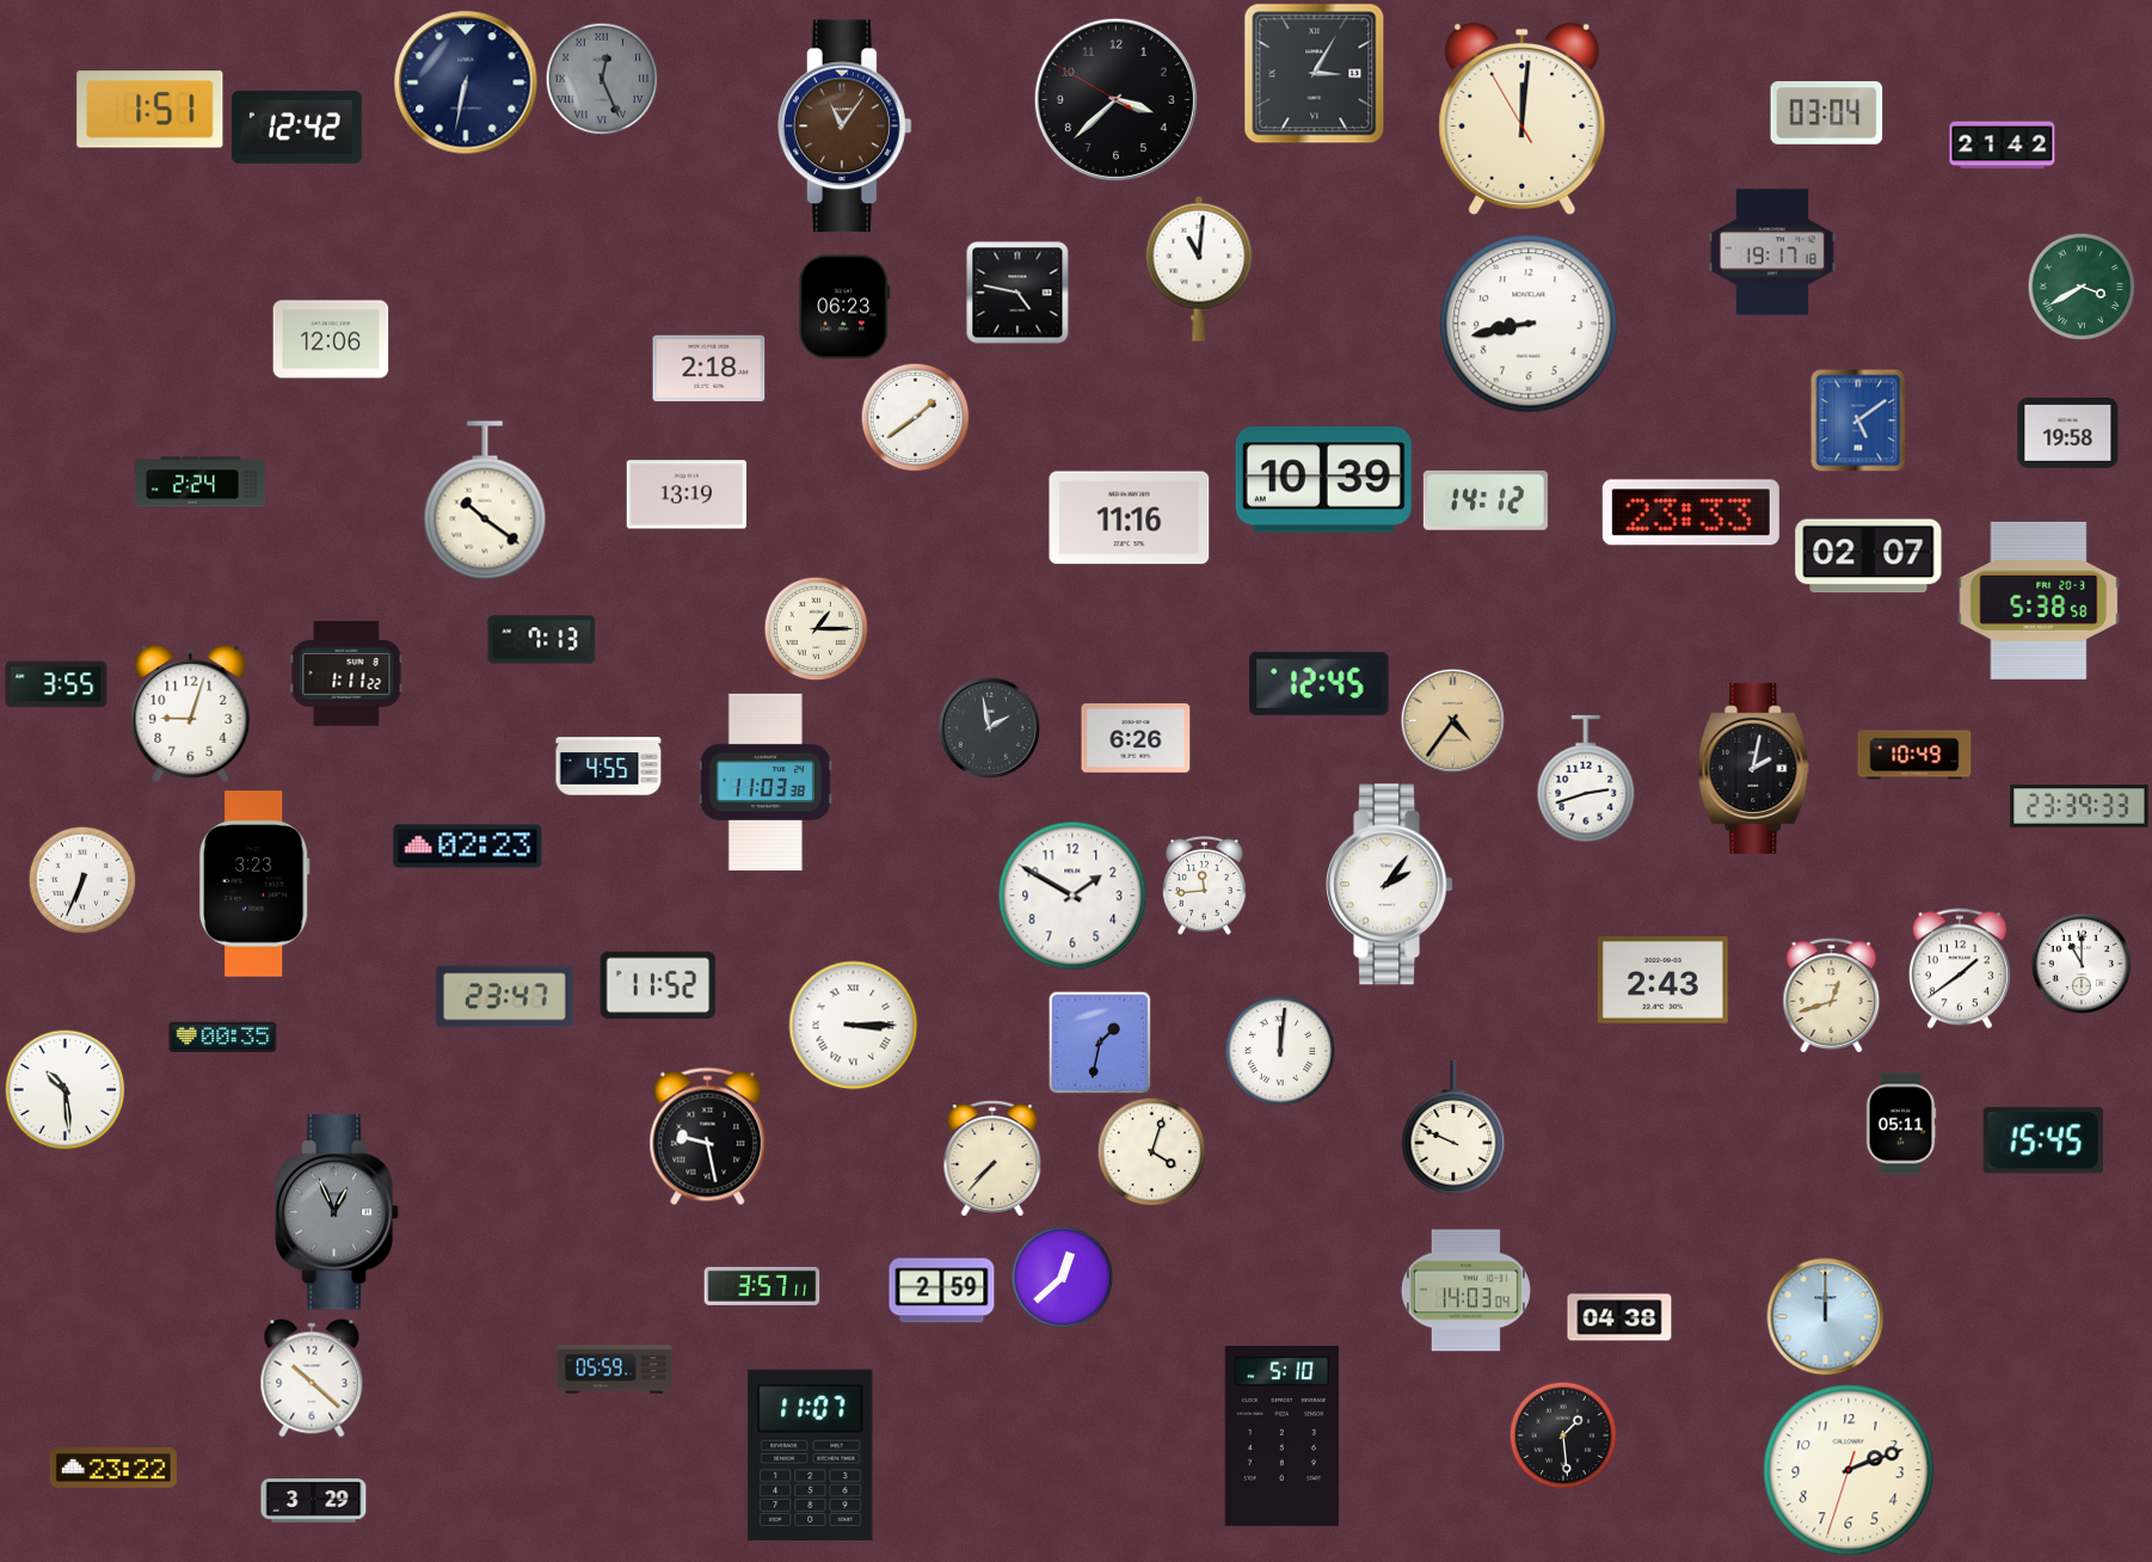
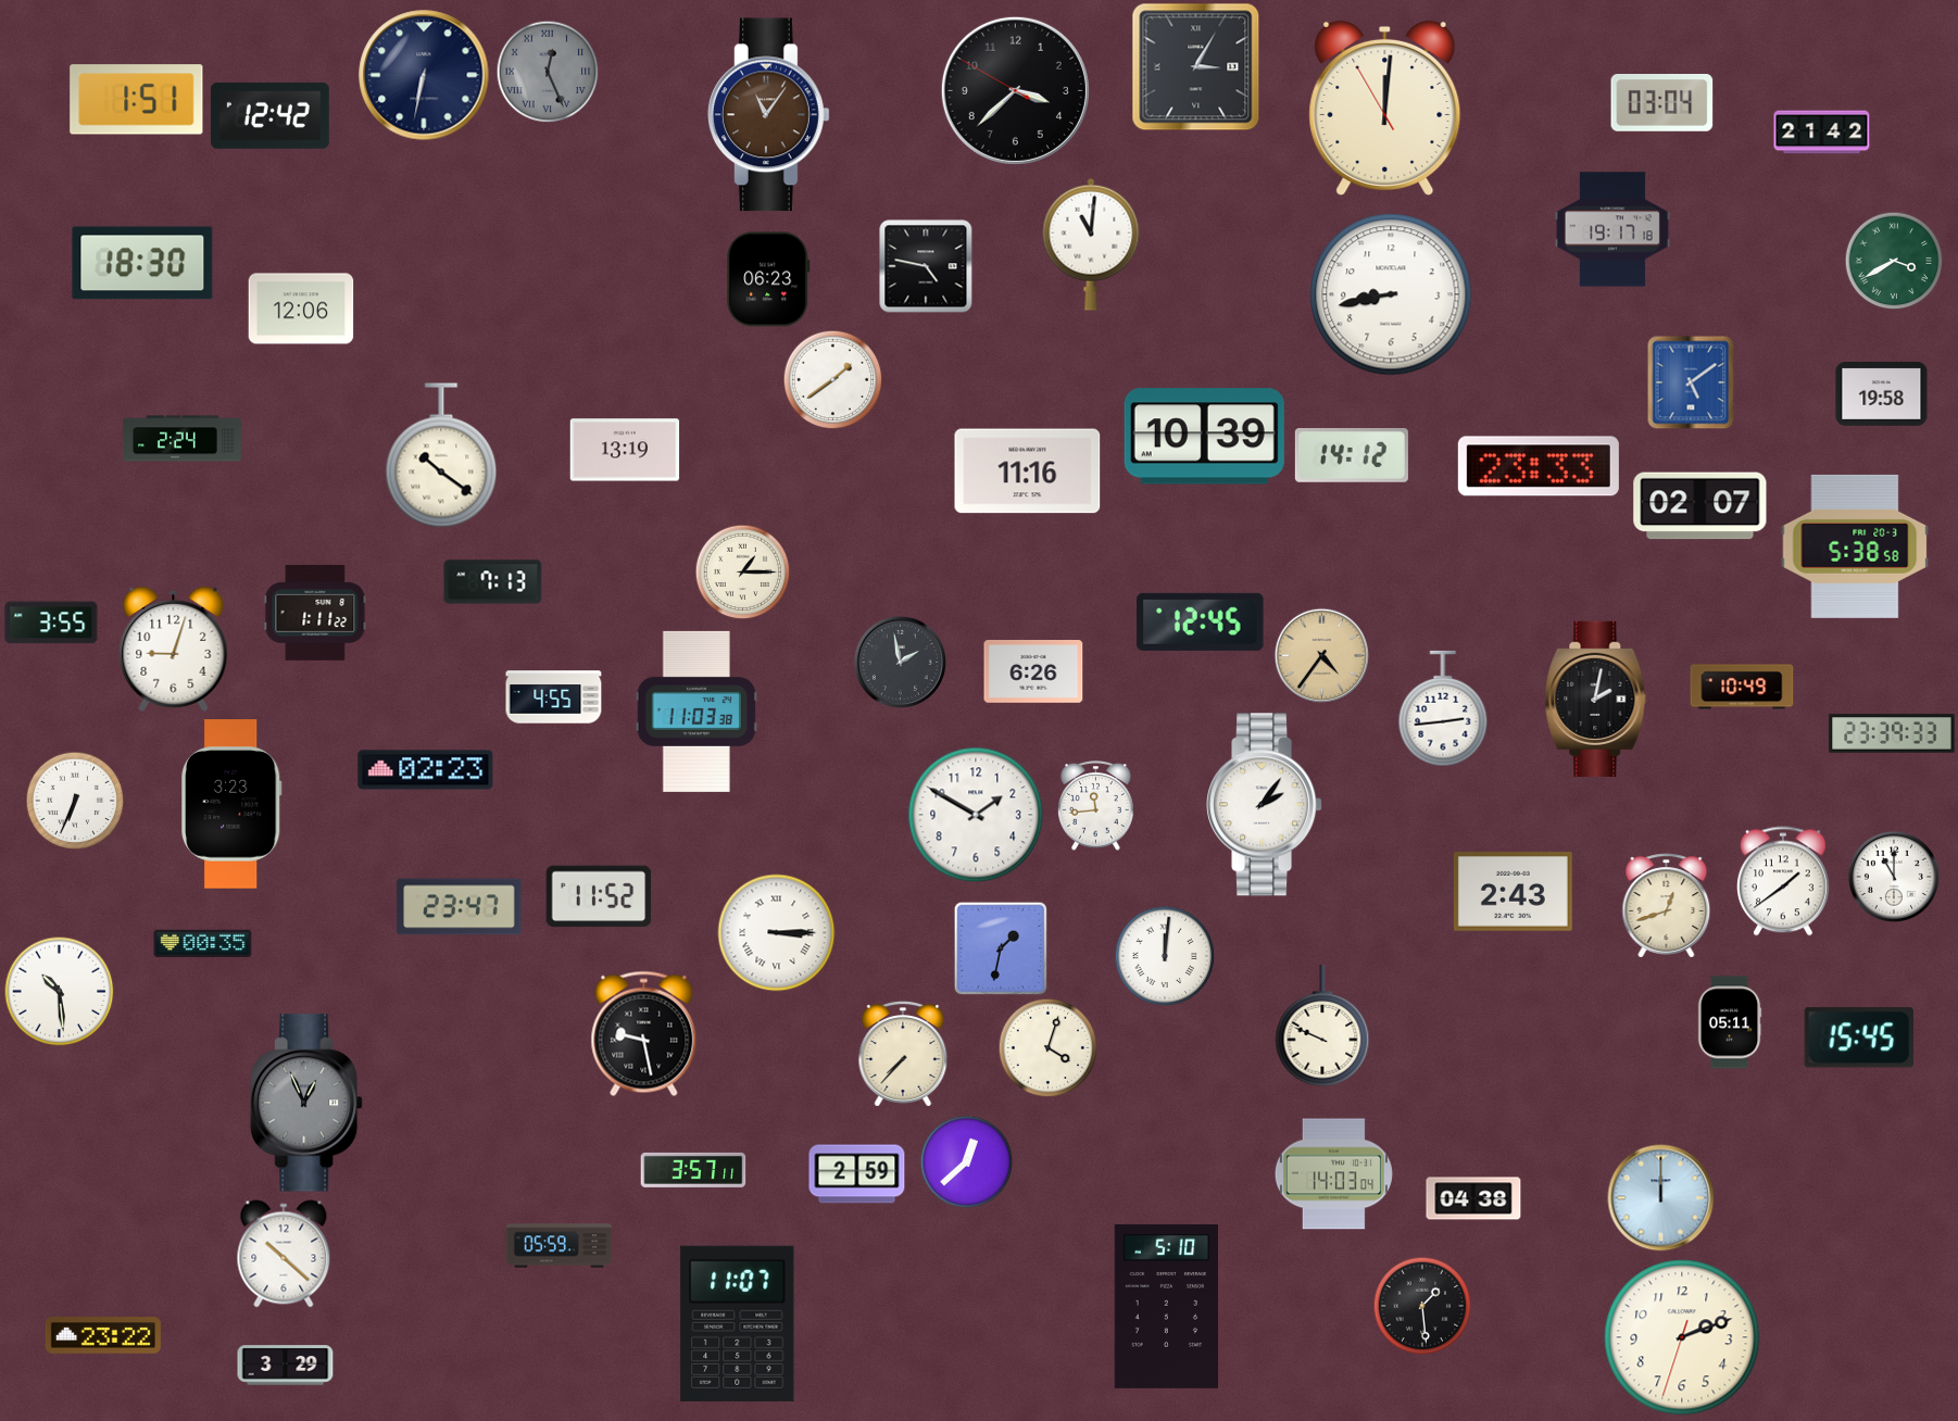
clock at (142, 263): none -> 18:30
clock at (709, 369): 2:18 -> none
clock at (1586, 779): 2:42 -> 2:44
